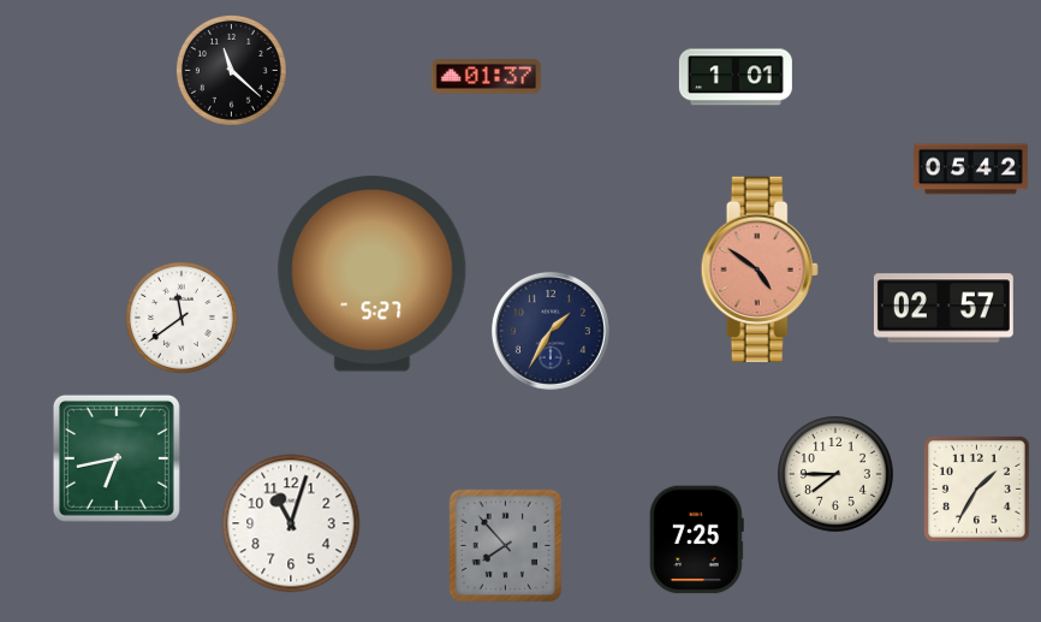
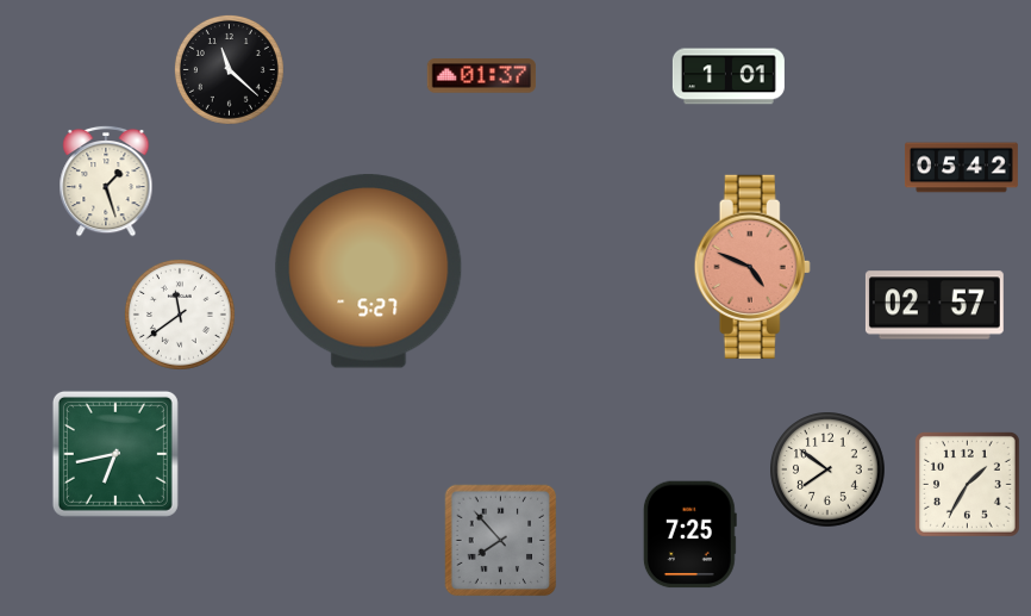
clock at (106, 181): none -> 1:27
clock at (760, 269): 4:51 -> 4:49
clock at (551, 331): 1:35 -> none
clock at (837, 475): 7:45 -> 7:51
clock at (291, 523): 11:03 -> none
